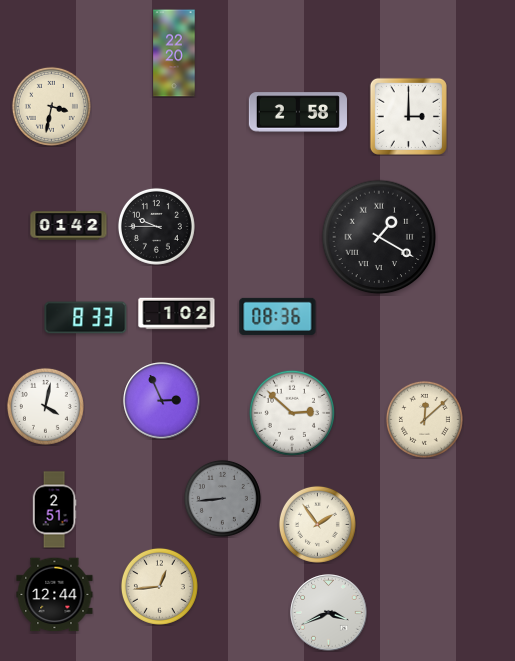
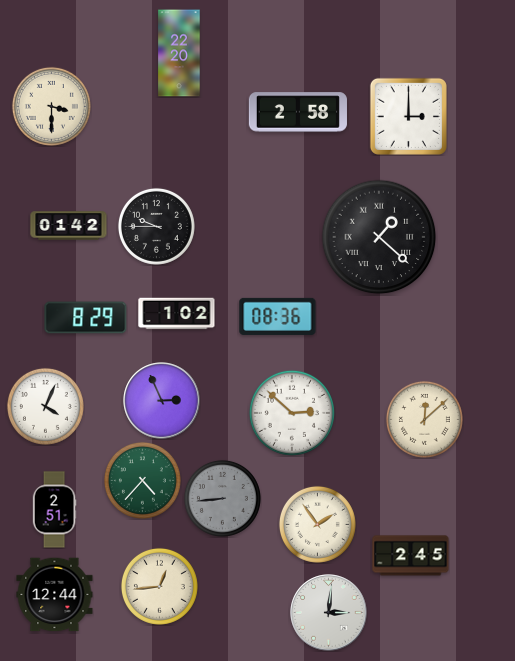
clock at (174, 53) position: (174, 53) -> (179, 53)
clock at (51, 106): 3:32 -> 3:30
clock at (379, 237): 1:20 -> 1:22
clock at (86, 318): 8:33 -> 8:29
clock at (45, 406): 4:02 -> 4:04
clock at (142, 480): none -> 4:37
clock at (411, 556): none -> 2:45
clock at (329, 613): 3:41 -> 3:01
